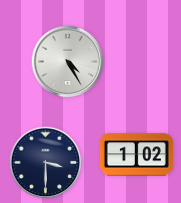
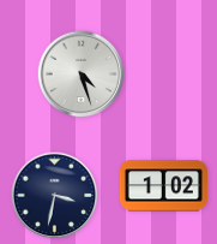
clock at (68, 62): 4:25 -> 4:27
clock at (46, 163): 3:30 -> 3:32
